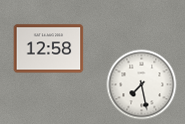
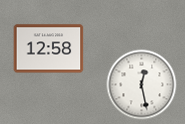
clock at (142, 85): 7:28 -> 12:28
